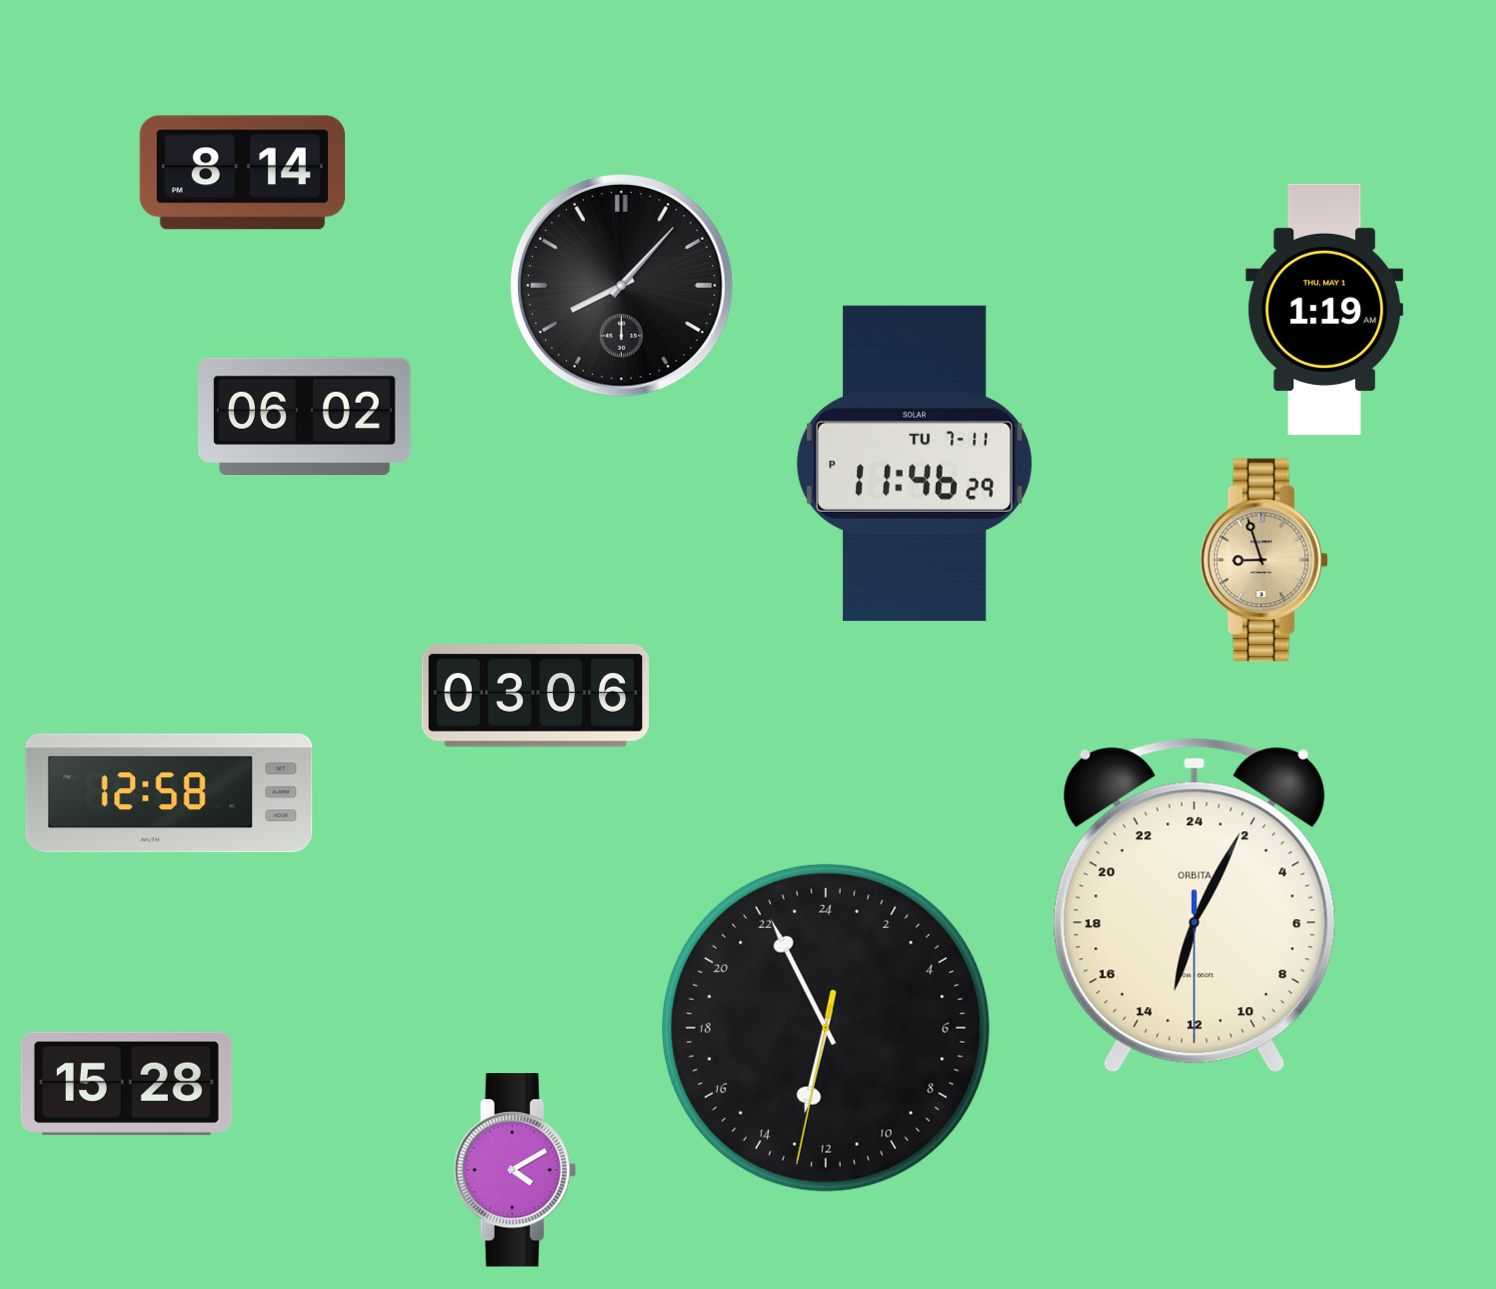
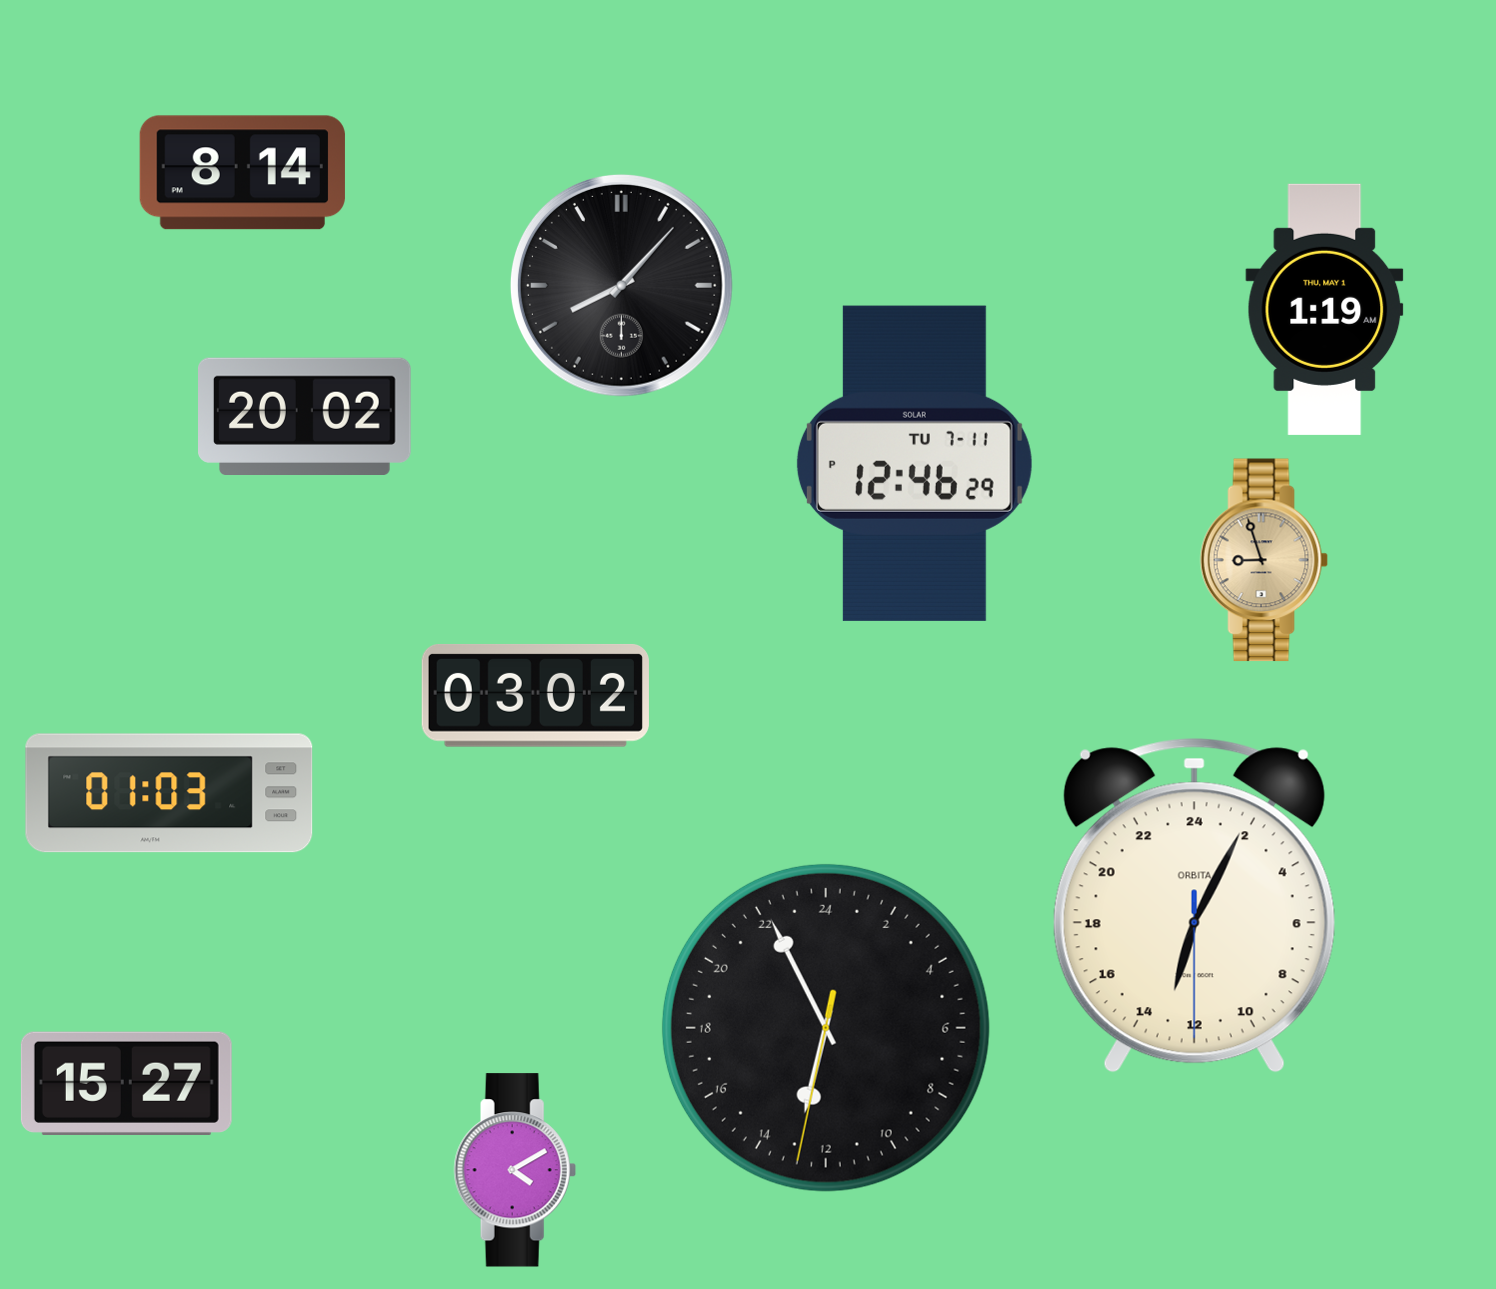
clock at (305, 416): 06:02 -> 20:02
clock at (914, 463): 11:46 -> 12:46
clock at (535, 695): 03:06 -> 03:02
clock at (169, 793): 12:58 -> 01:03
clock at (126, 1083): 15:28 -> 15:27
